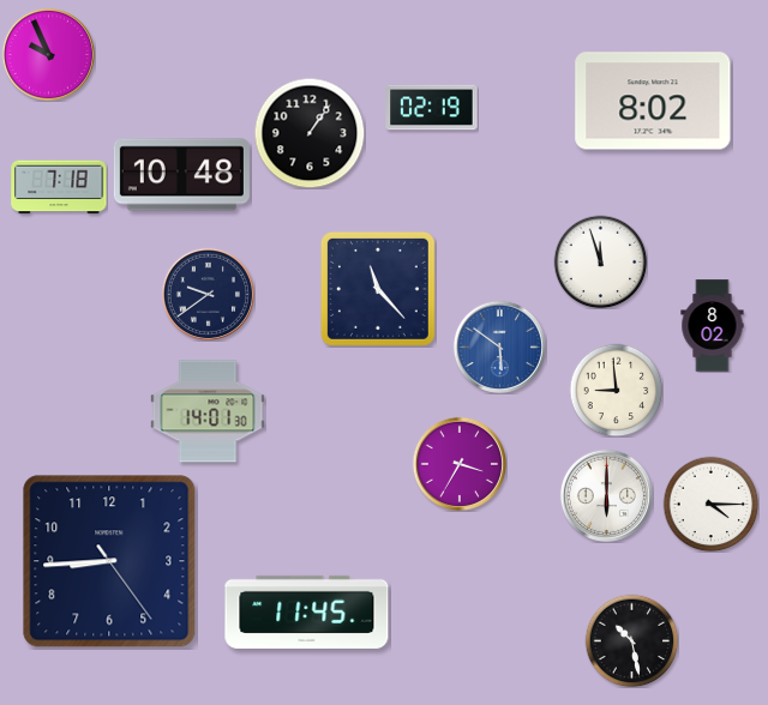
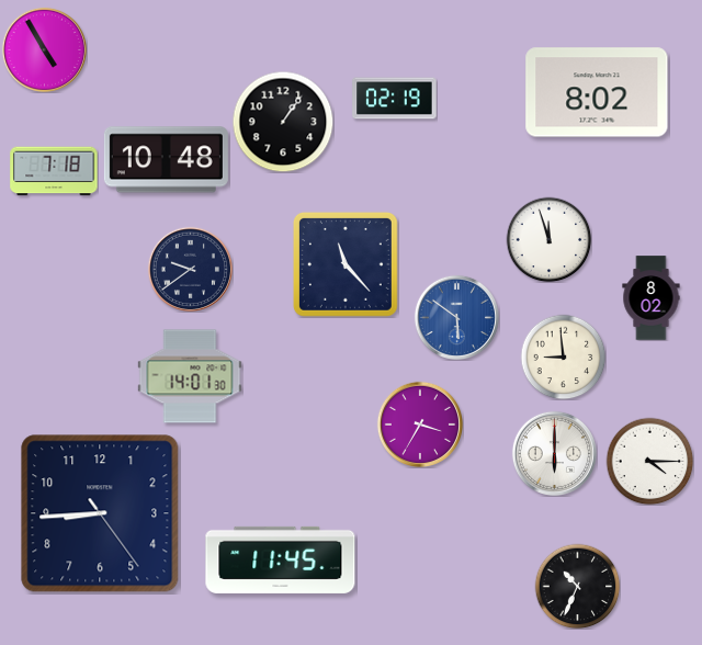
clock at (48, 54): 9:56 -> 4:55
clock at (631, 640): 10:28 -> 10:34
